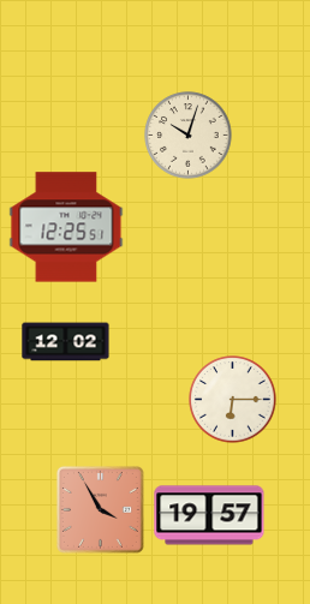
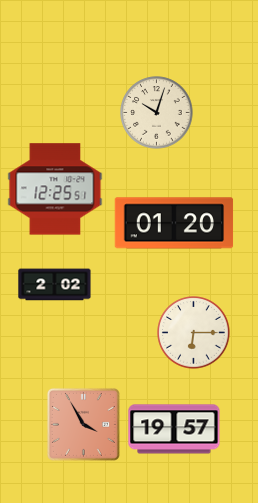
clock at (174, 223): none -> 01:20
clock at (66, 342): 12:02 -> 2:02
